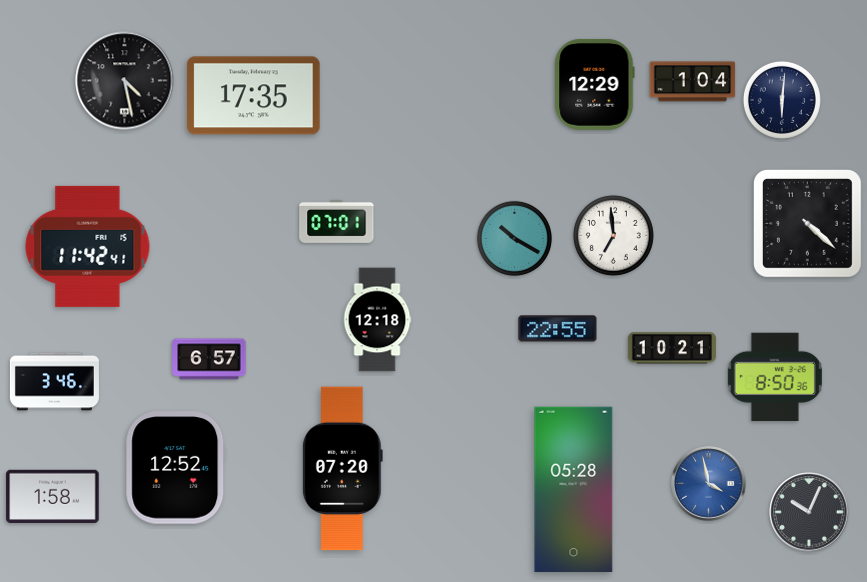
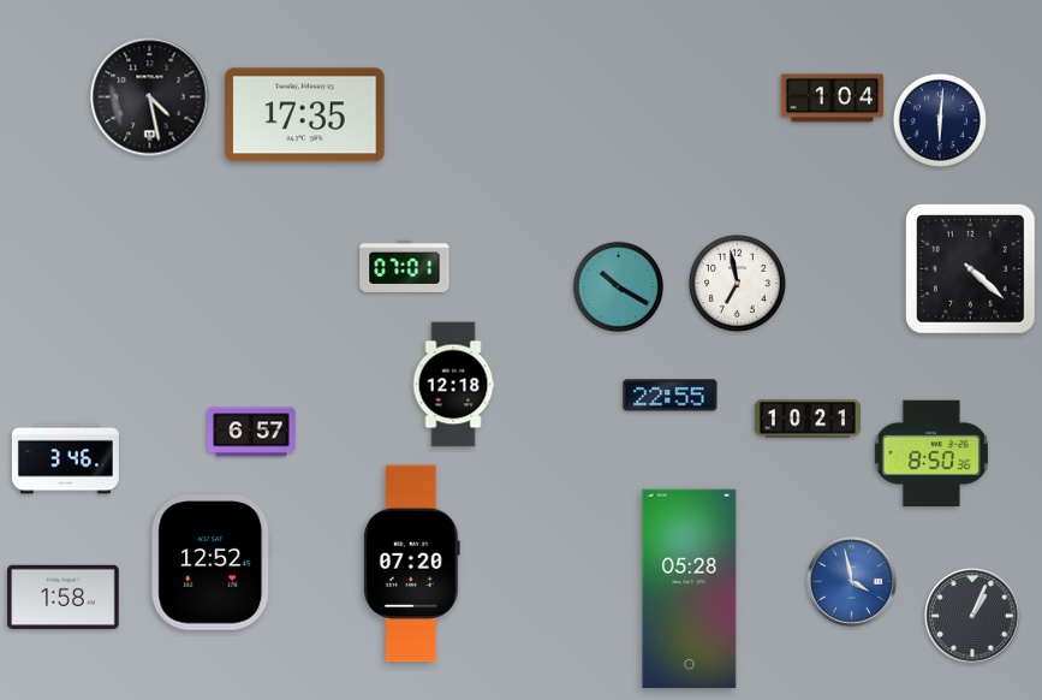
clock at (595, 84): 12:29 -> none
clock at (613, 235): 6:59 -> 6:58
clock at (88, 246): 11:42 -> none
clock at (809, 512): 10:04 -> 1:04
